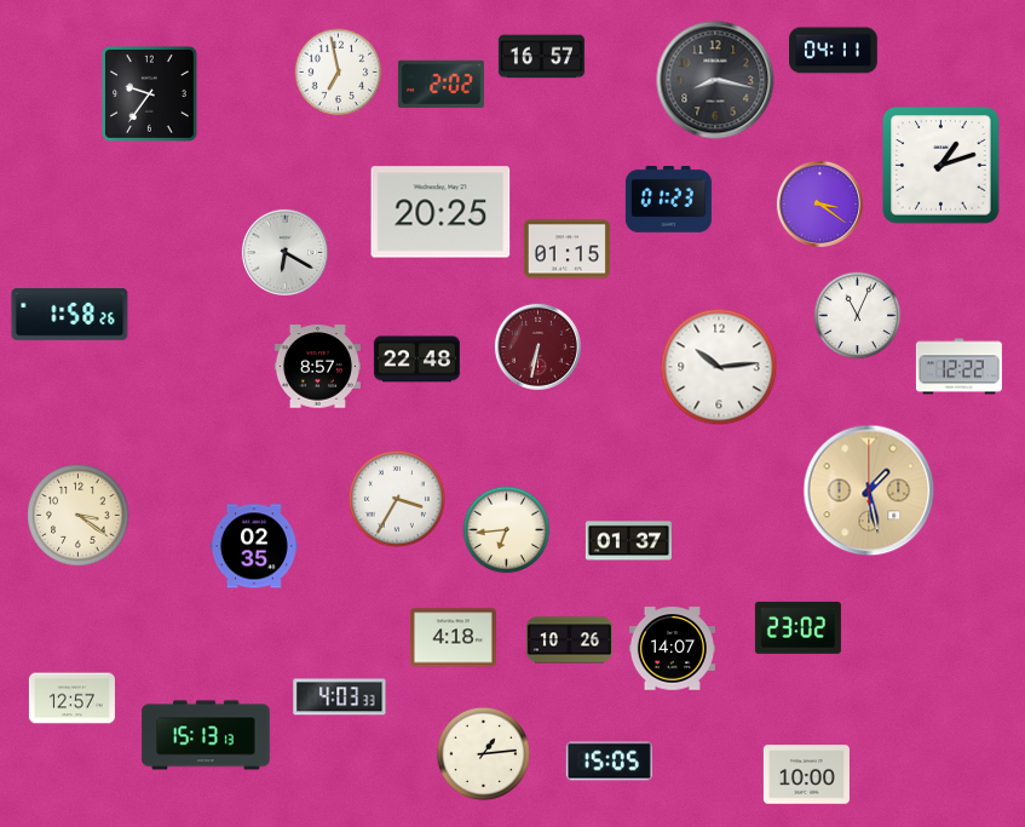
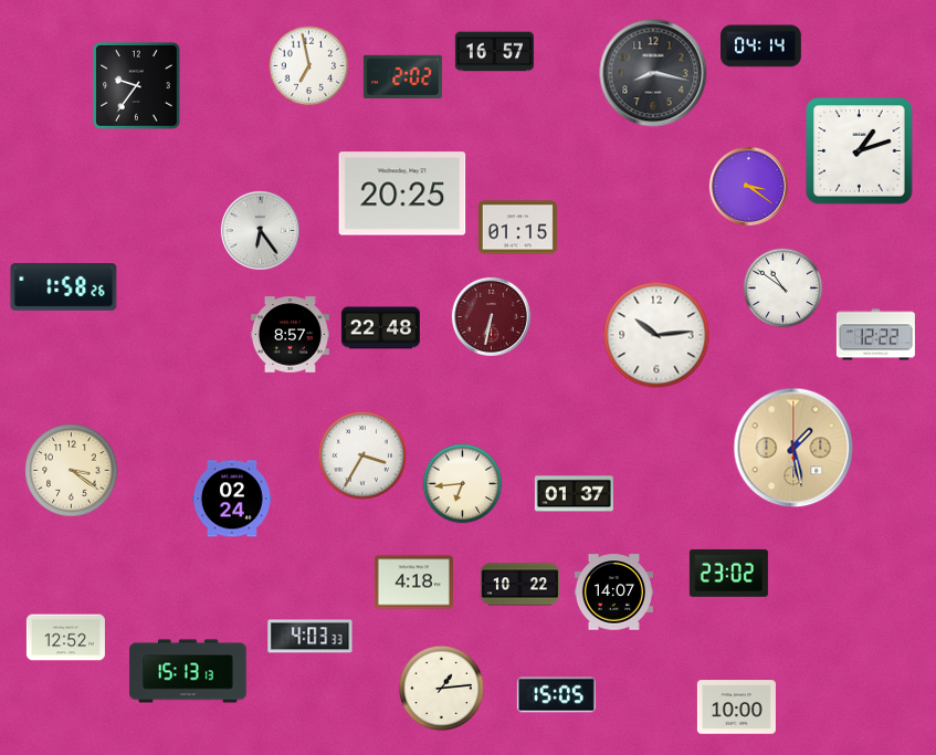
clock at (834, 51): 04:11 -> 04:14
clock at (668, 200): 01:23 -> none
clock at (284, 252): 6:20 -> 6:24
clock at (858, 316): 11:04 -> 10:51
clock at (254, 546): 02:35 -> 02:24
clock at (569, 641): 10:26 -> 10:22
clock at (71, 699): 12:57 -> 12:52
